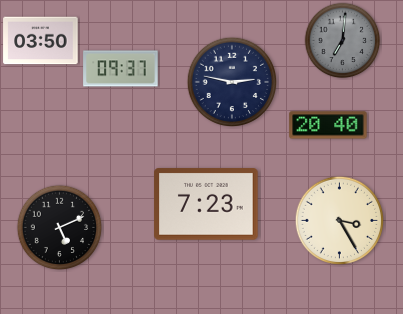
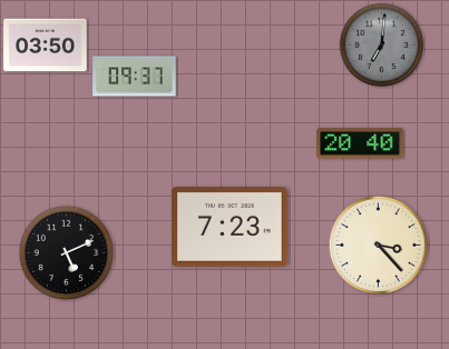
clock at (231, 81): 2:47 -> none
clock at (328, 125) position: (328, 125) -> (360, 143)
clock at (339, 220): 3:25 -> 3:23
